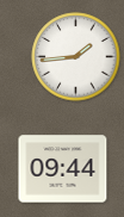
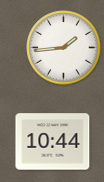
clock at (63, 169): 09:44 -> 10:44
